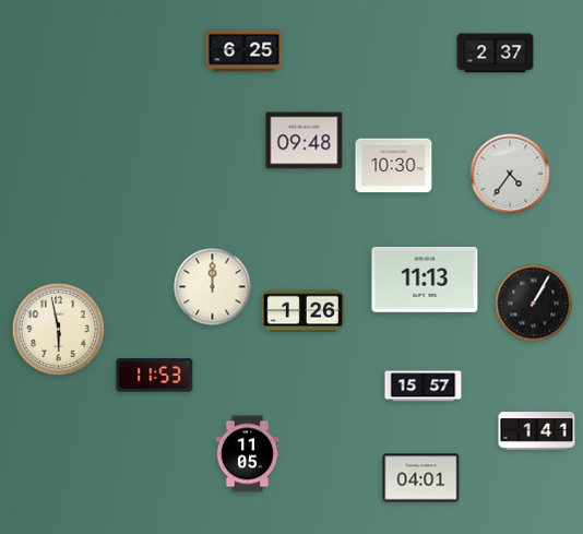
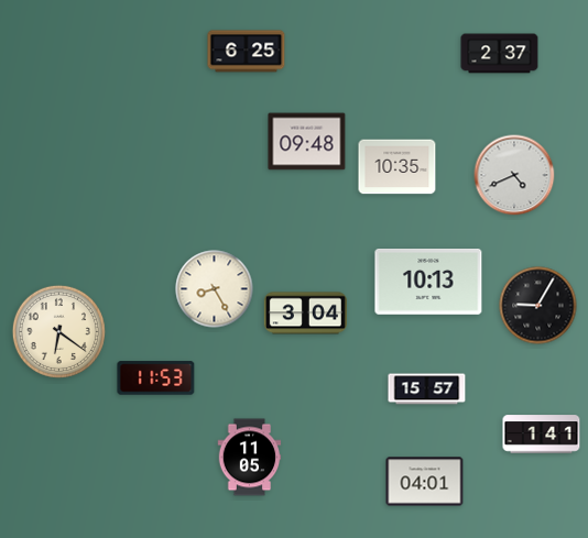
clock at (394, 166): 10:30 -> 10:35
clock at (510, 174): 4:36 -> 4:41
clock at (425, 281): 11:13 -> 10:13
clock at (213, 287): 12:00 -> 8:25
clock at (534, 304): 1:05 -> 9:05
clock at (302, 311): 1:26 -> 3:04
clock at (58, 329): 5:58 -> 6:21
